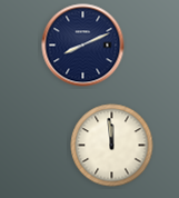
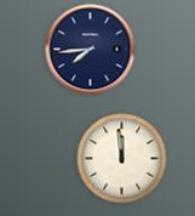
clock at (83, 46): 8:11 -> 7:44
